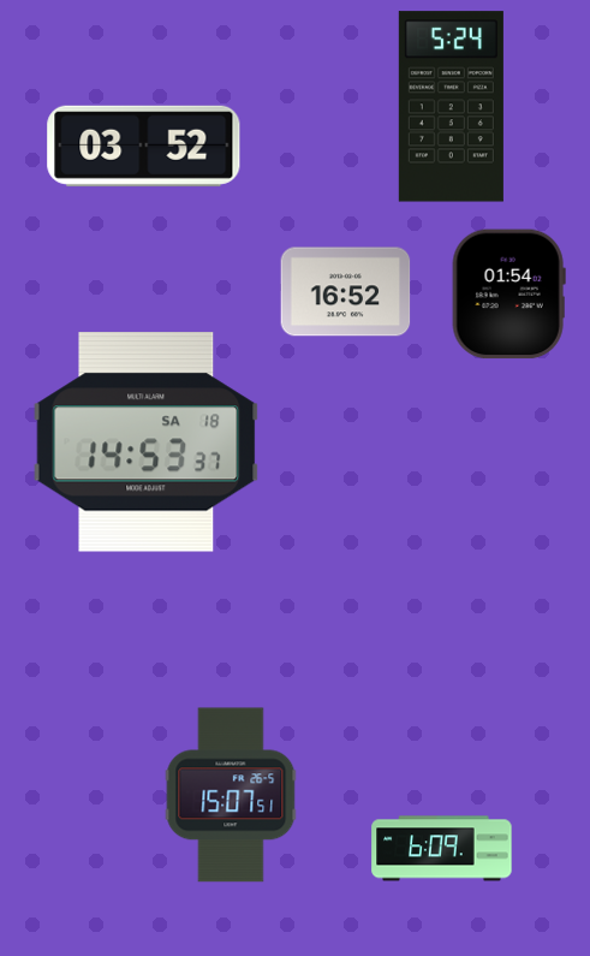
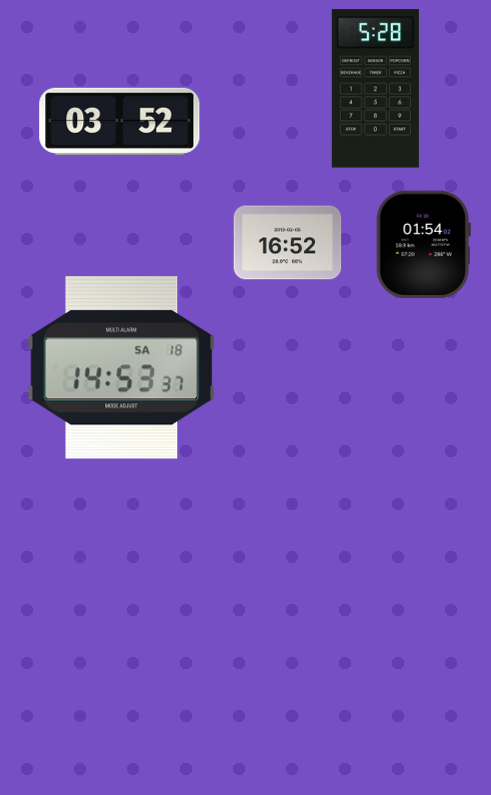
clock at (451, 107): 5:24 -> 5:28
clock at (231, 795): 15:07 -> none
clock at (442, 849): 6:09 -> none
